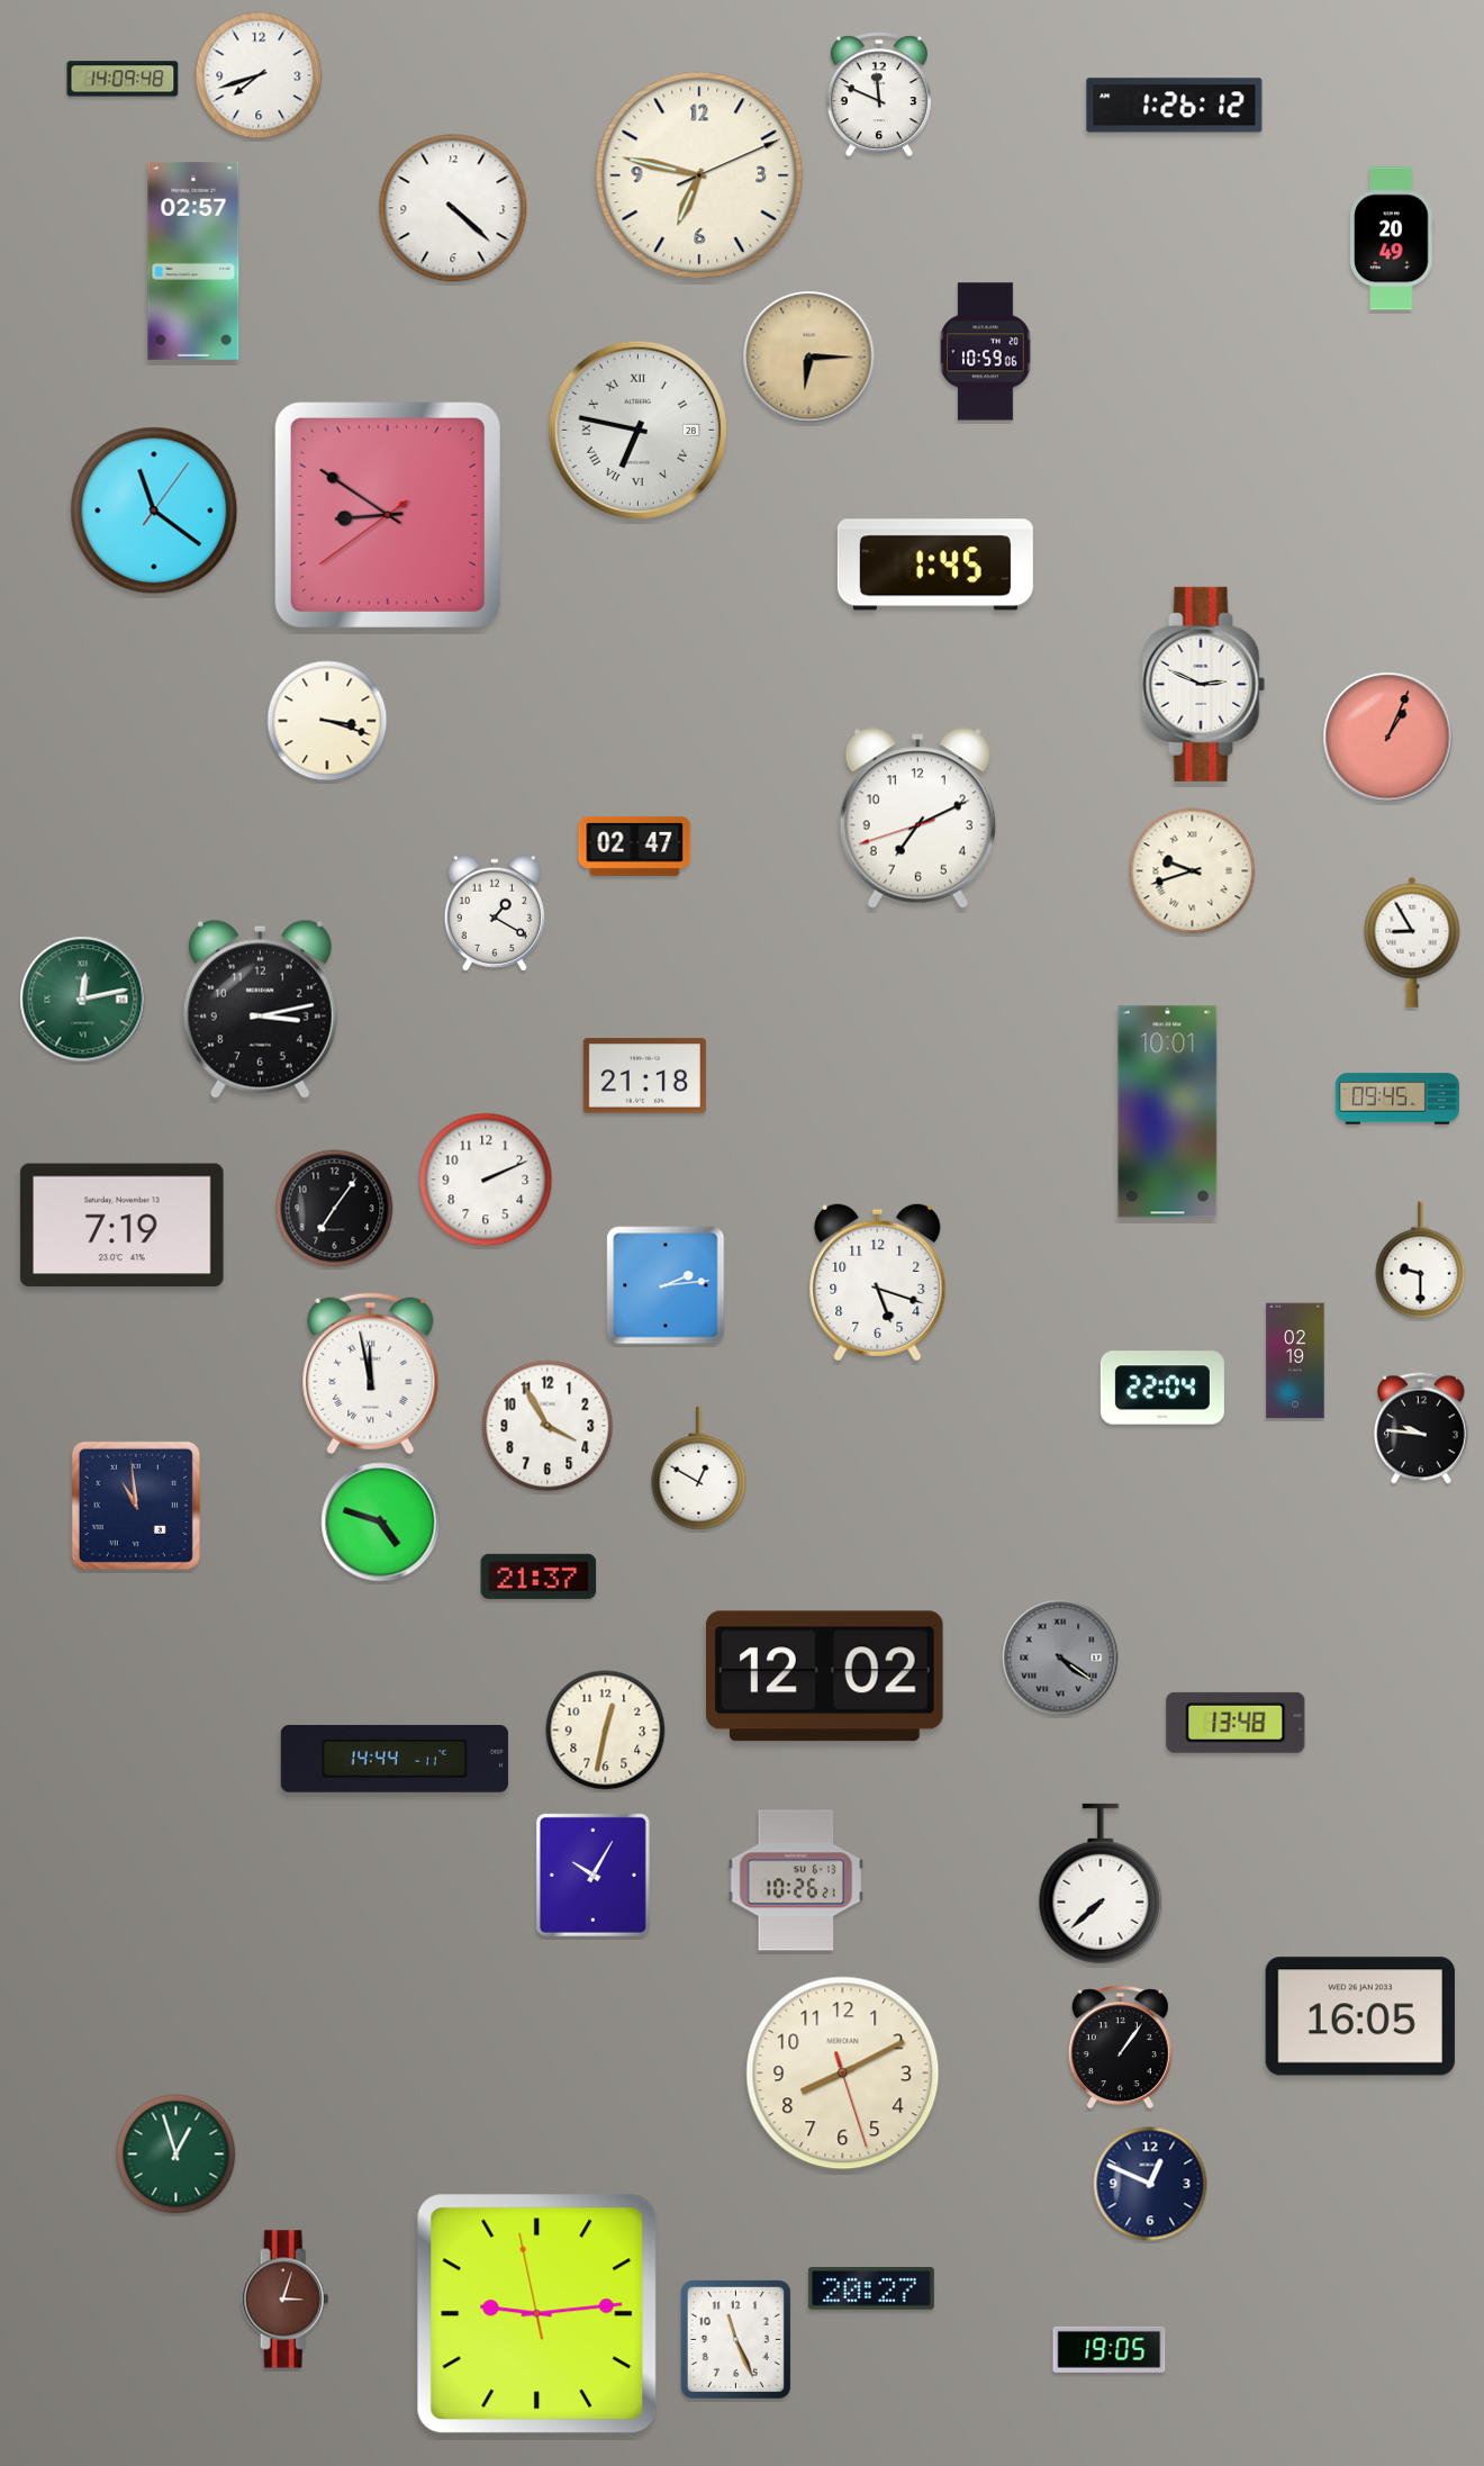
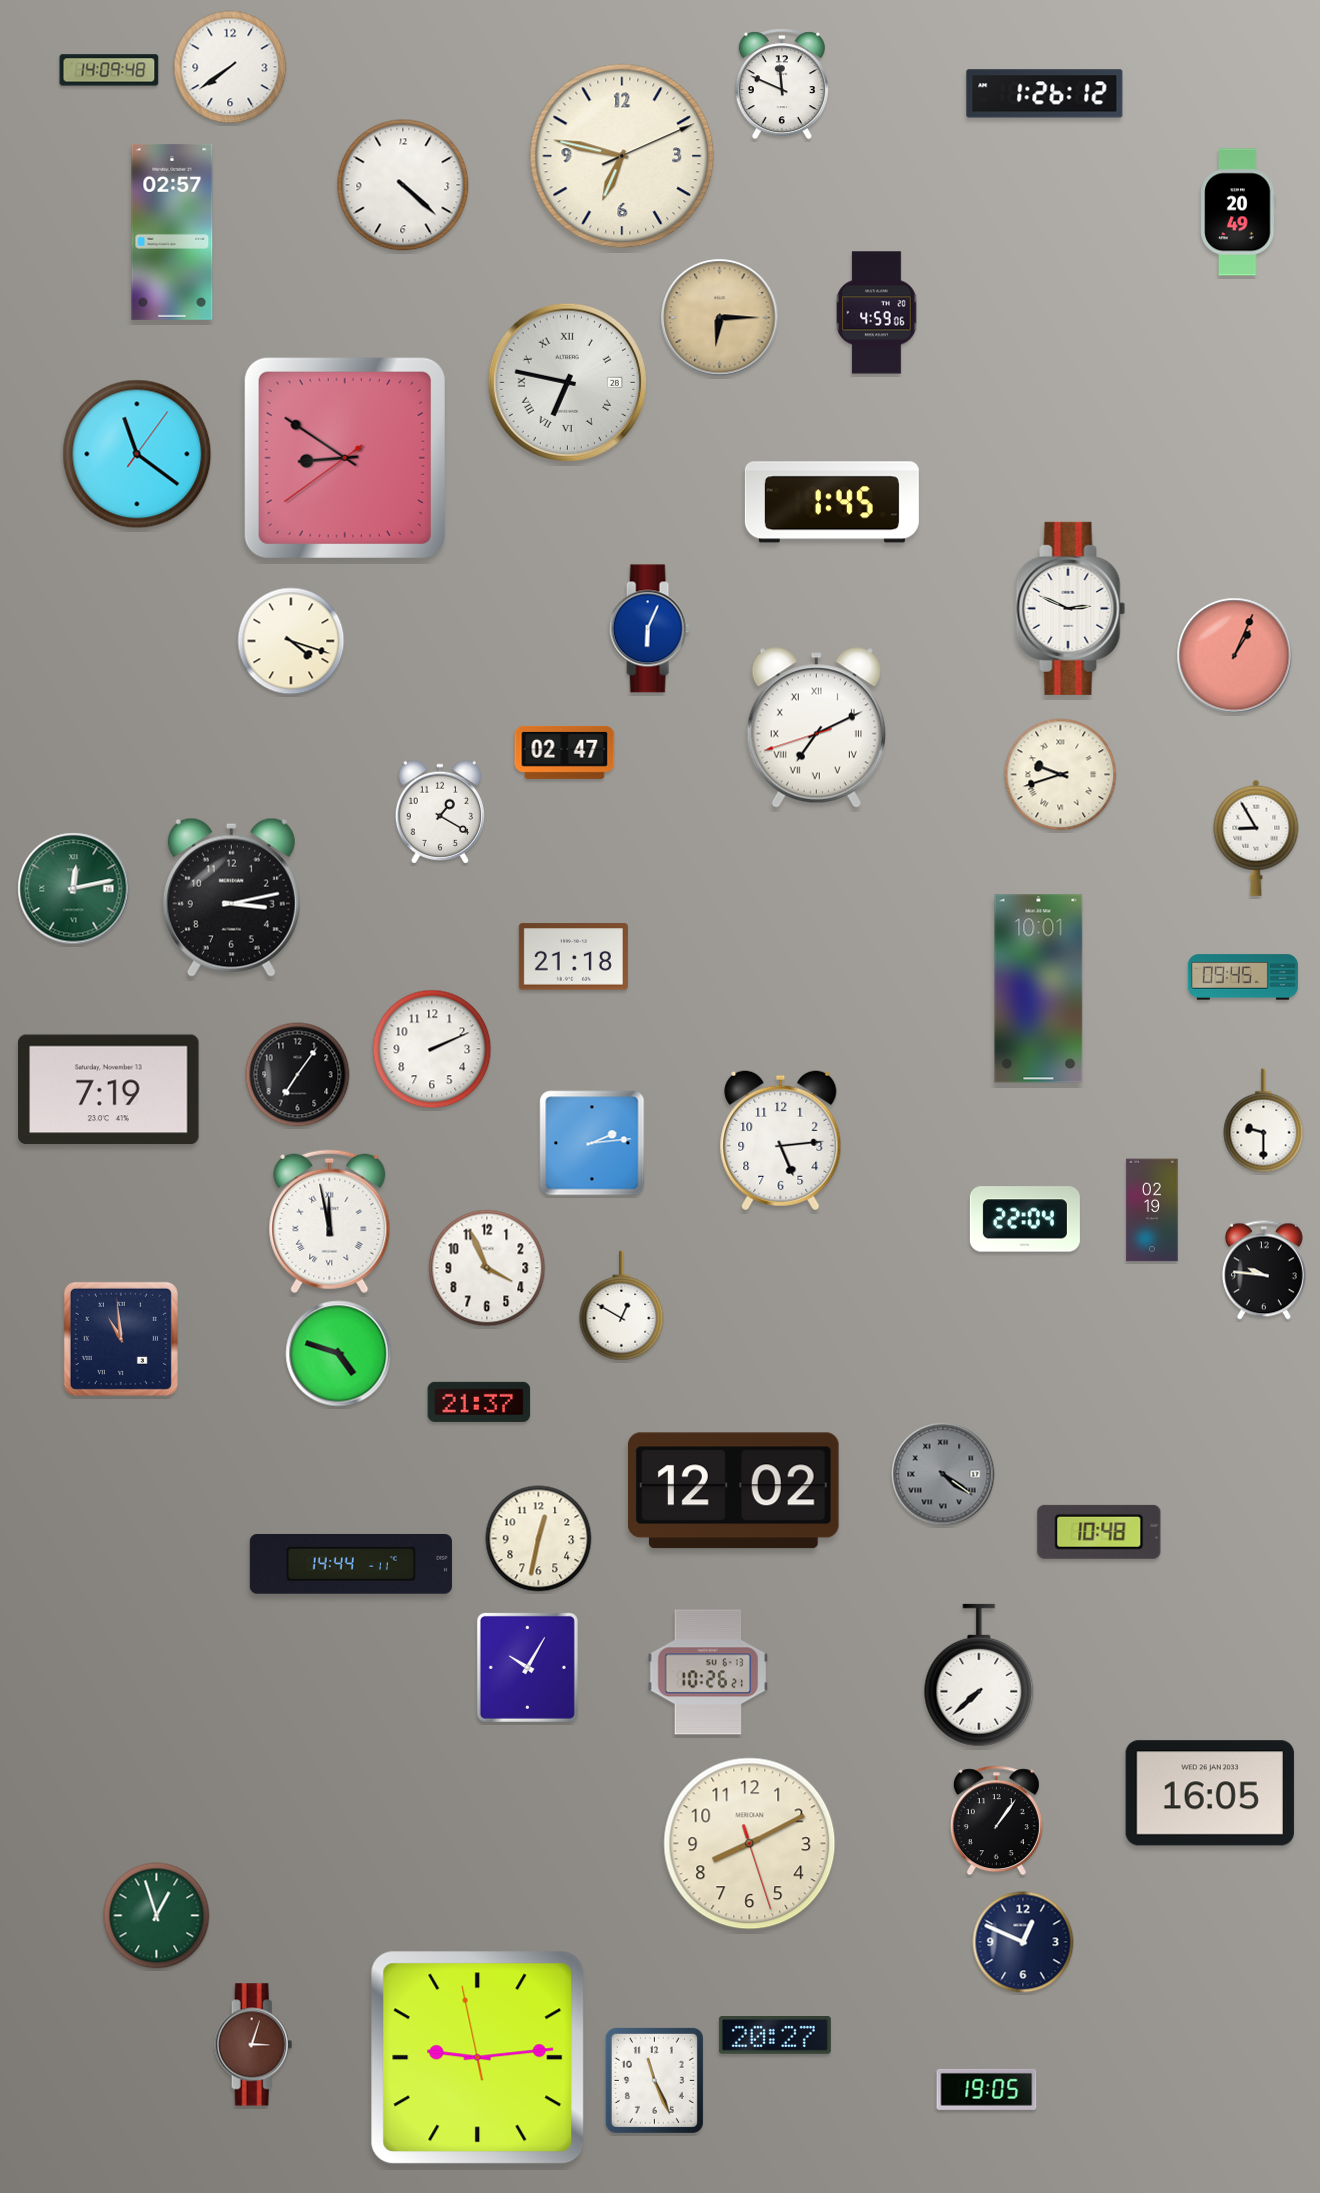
clock at (259, 75): 7:42 -> 7:39
clock at (986, 352): 10:59 -> 4:59
clock at (649, 629): none -> 6:04
clock at (327, 721): 3:18 -> 4:18
clock at (917, 819) numerals: Arabic -> Roman
clock at (878, 1283): 5:18 -> 5:14
clock at (1162, 1388) position: (1162, 1388) -> (1025, 1219)
clock at (548, 1426): 3:55 -> 3:56
clock at (1236, 1723): 13:48 -> 10:48
